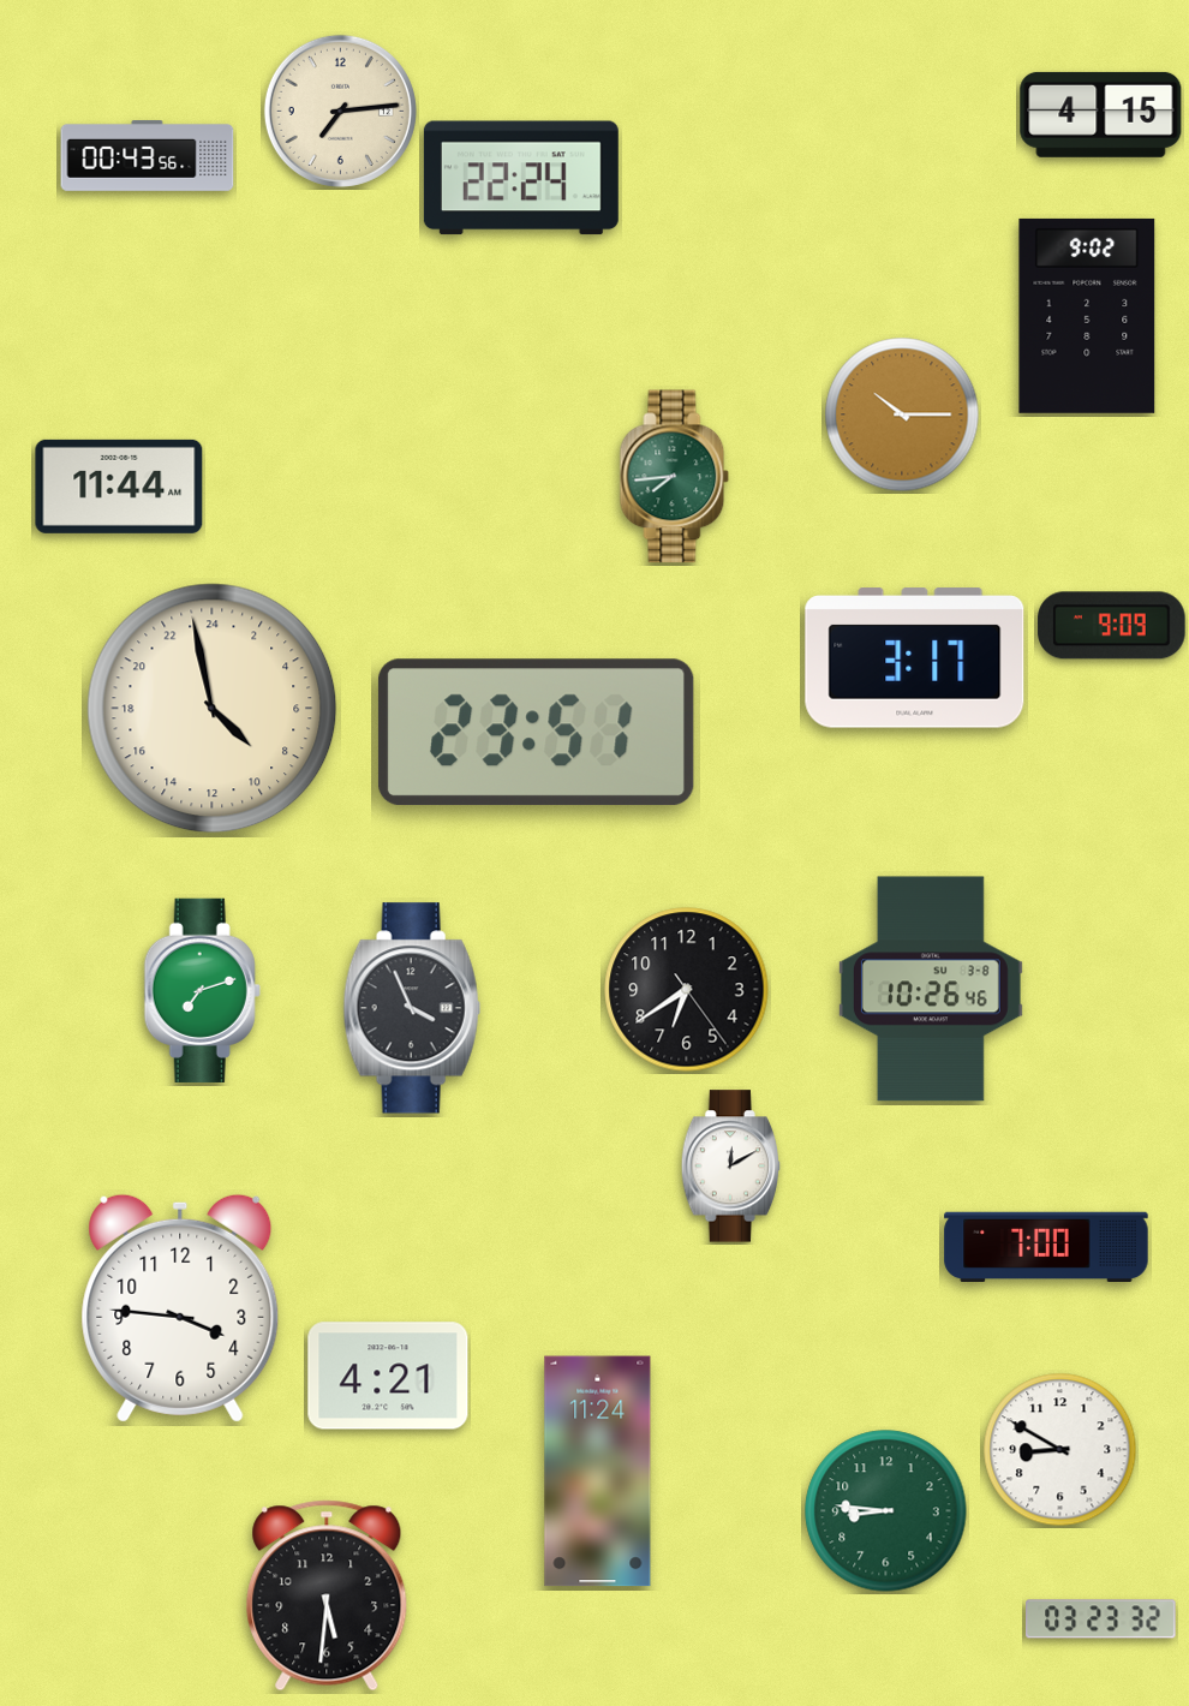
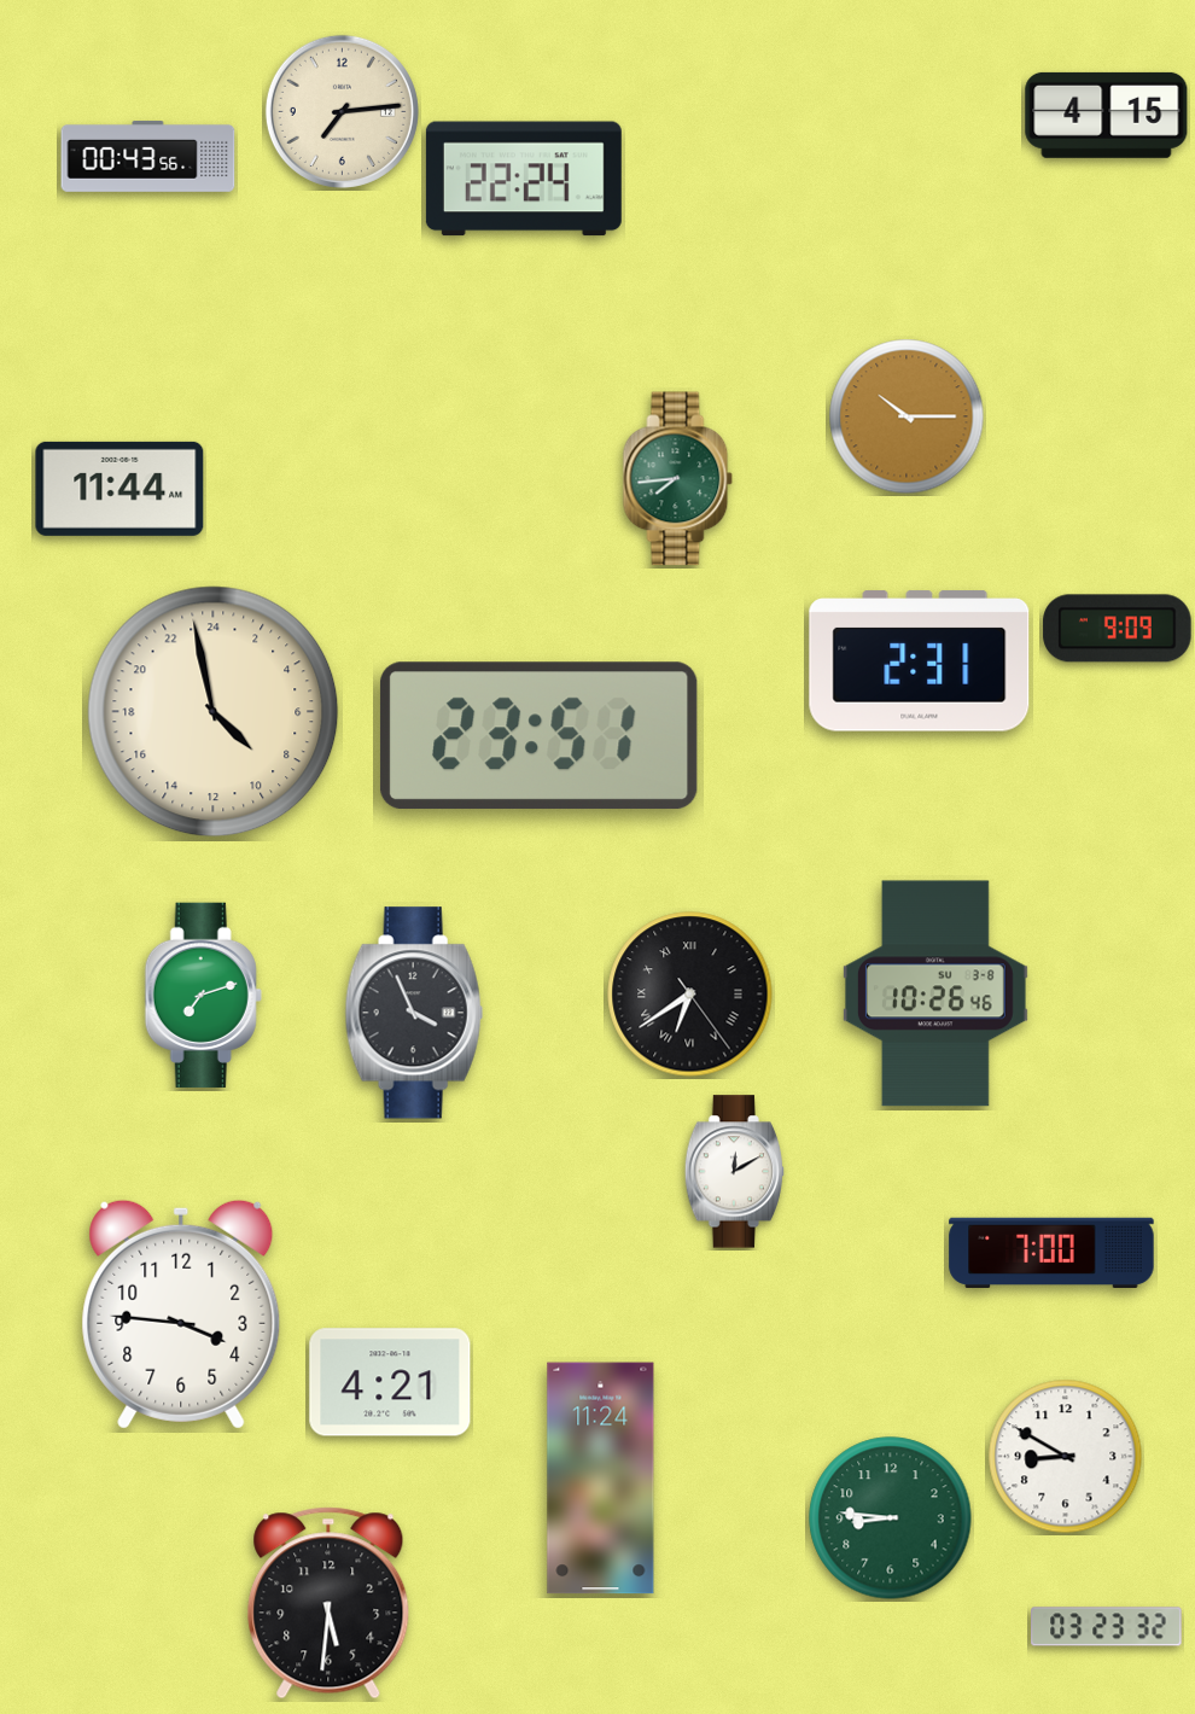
clock at (1087, 316): 9:02 -> none
clock at (915, 658): 3:17 -> 2:31
clock at (687, 990) numerals: Arabic -> Roman
